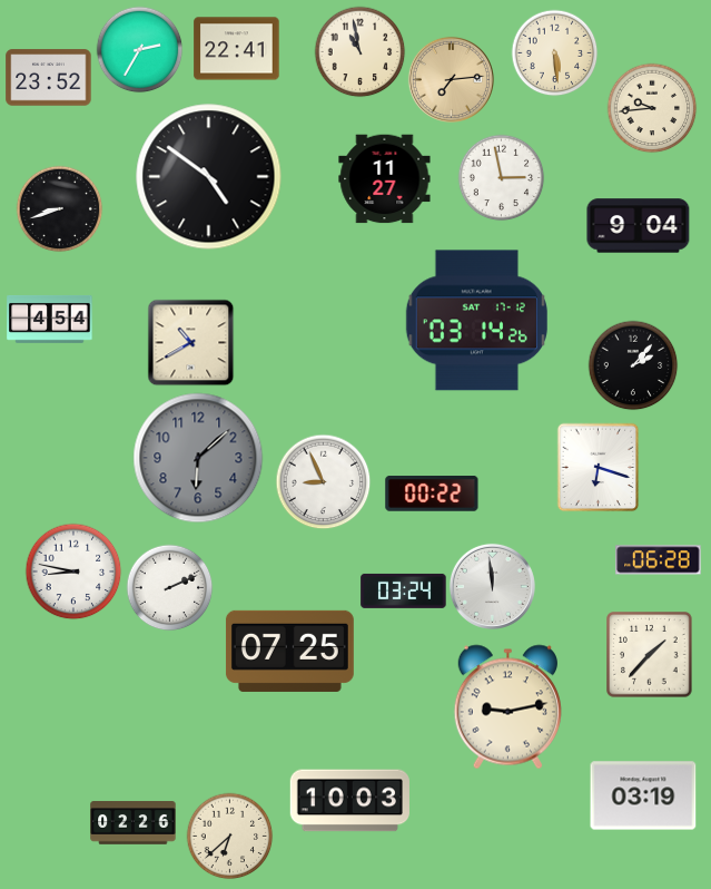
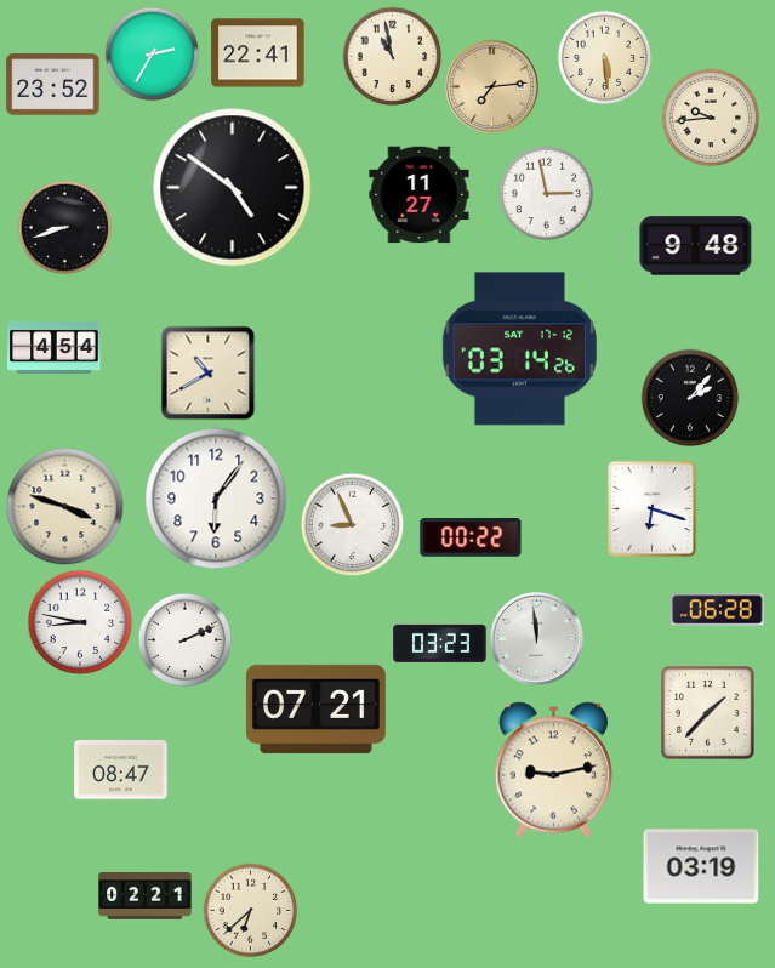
clock at (209, 177) position: (209, 177) -> (233, 188)
clock at (639, 226): 9:04 -> 9:48
clock at (198, 458): 6:08 -> 6:06
clock at (198, 458) dial: grey -> white
clock at (64, 506): none -> 3:48
clock at (404, 590): 03:24 -> 03:23
clock at (289, 651): 07:25 -> 07:21
clock at (121, 770): none -> 08:47
clock at (349, 801): 10:03 -> none
clock at (134, 823): 02:26 -> 02:21
